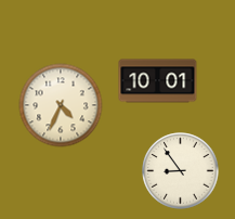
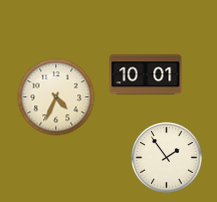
clock at (181, 171): 8:54 -> 1:54
